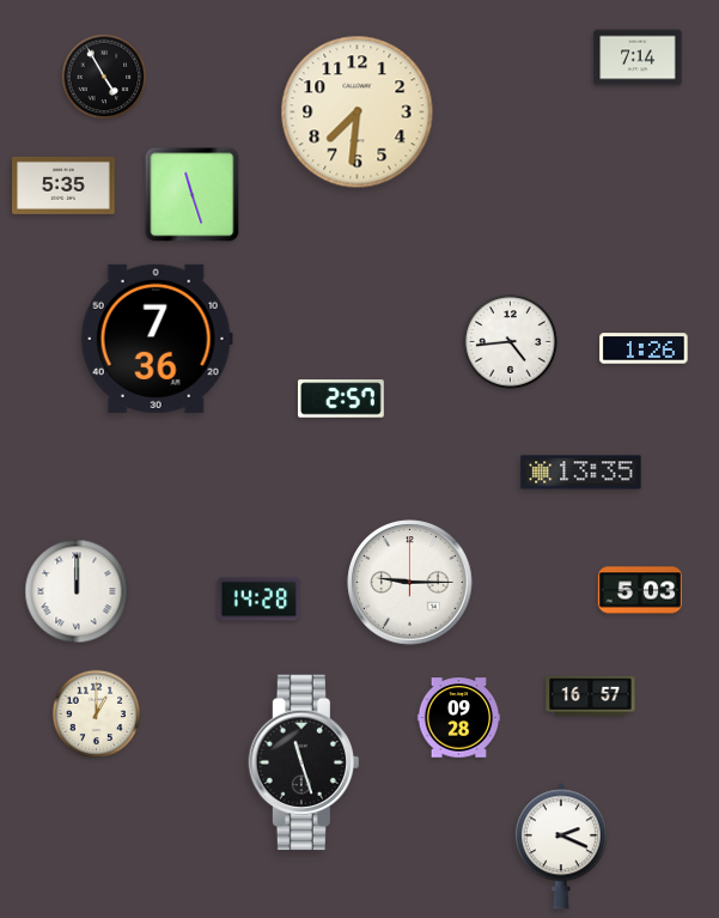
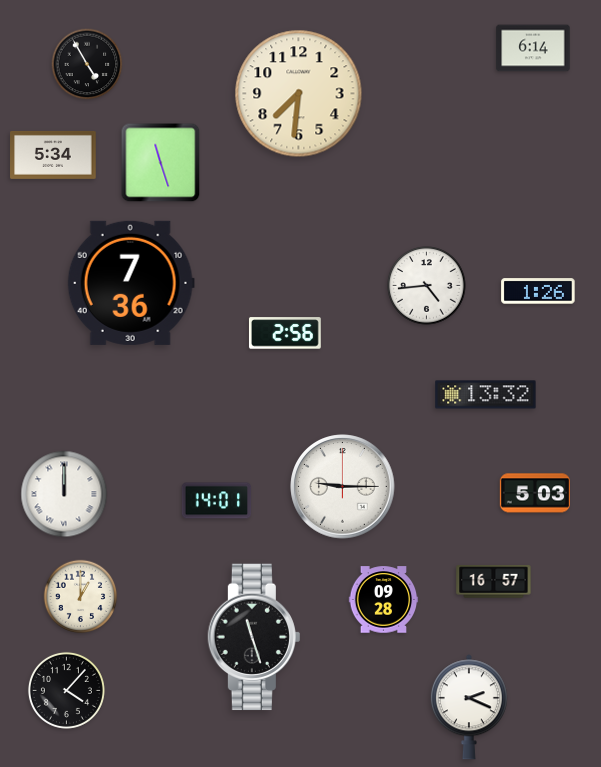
clock at (638, 57): 7:14 -> 6:14
clock at (63, 186): 5:35 -> 5:34
clock at (341, 399): 2:57 -> 2:56
clock at (581, 473): 13:35 -> 13:32
clock at (260, 600): 14:28 -> 14:01
clock at (66, 690): none -> 4:07
